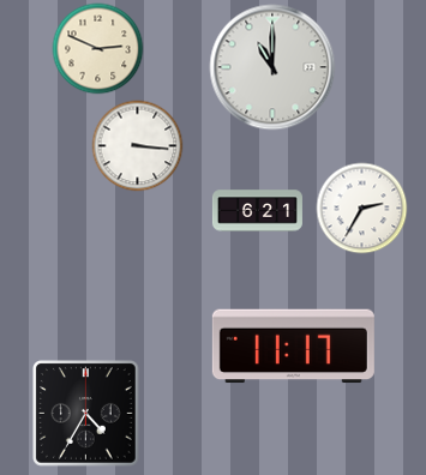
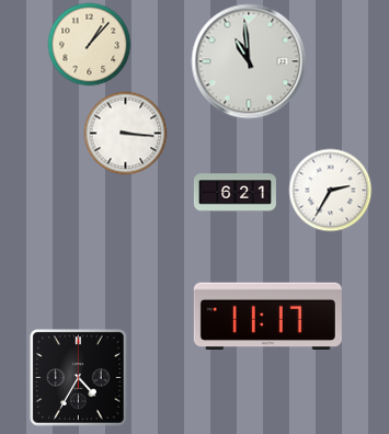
clock at (98, 49): 2:49 -> 1:07
clock at (272, 67): 11:00 -> 10:59
